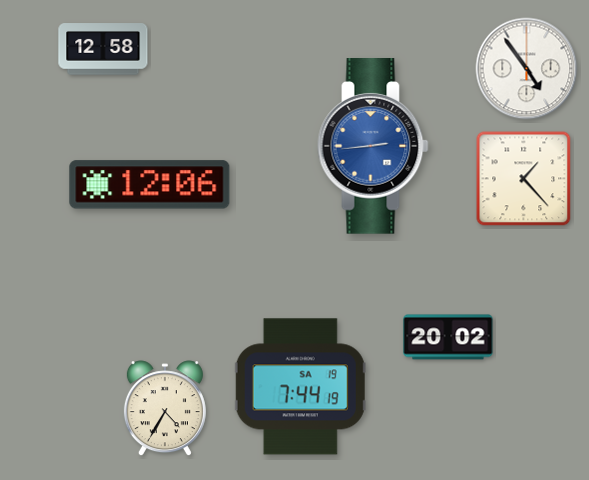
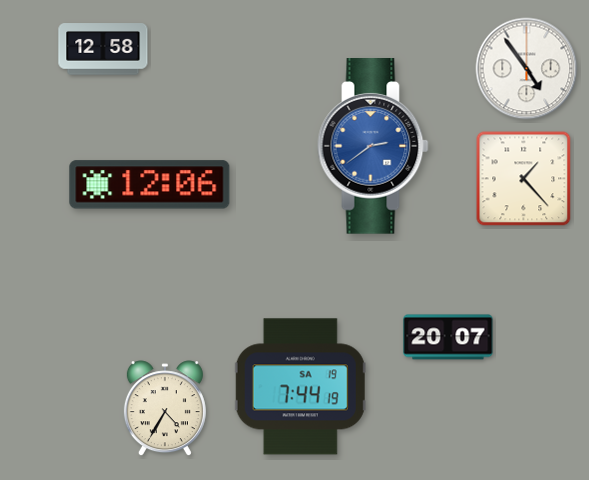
clock at (373, 147): 2:44 -> 2:39
clock at (448, 337): 20:02 -> 20:07
